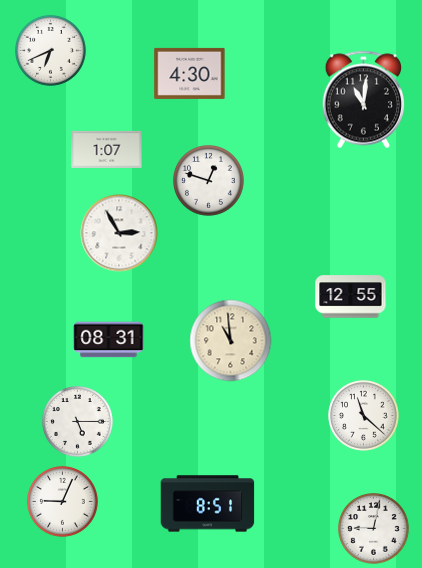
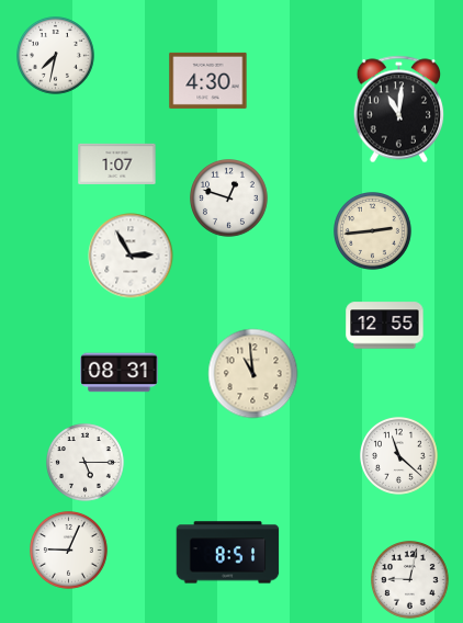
clock at (51, 51): 6:41 -> 7:32
clock at (373, 231): none -> 2:44
